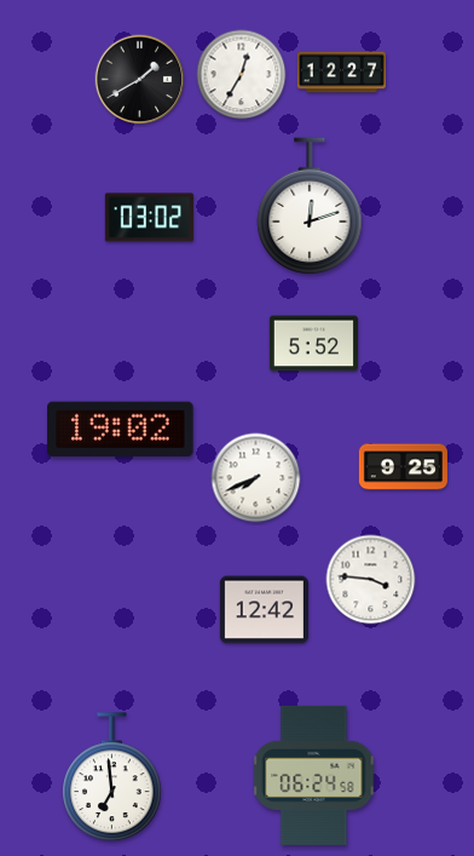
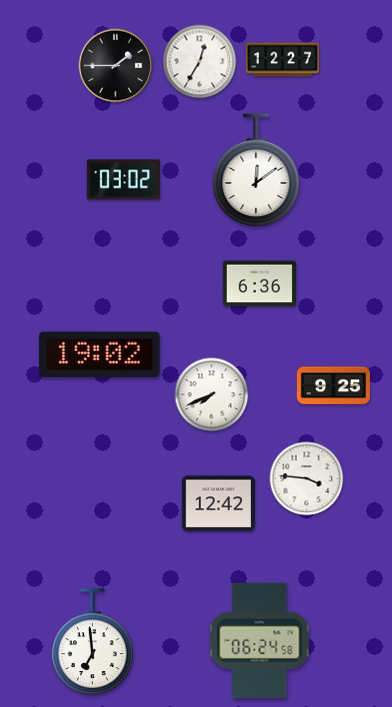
clock at (140, 80): 1:40 -> 1:45
clock at (310, 207): 12:12 -> 12:09
clock at (313, 344): 5:52 -> 6:36
